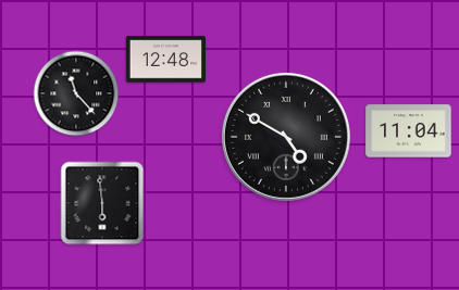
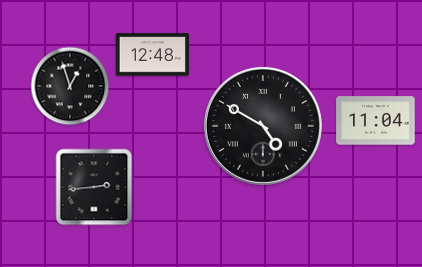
clock at (76, 93): 11:23 -> 12:57
clock at (102, 203): 5:59 -> 2:44
